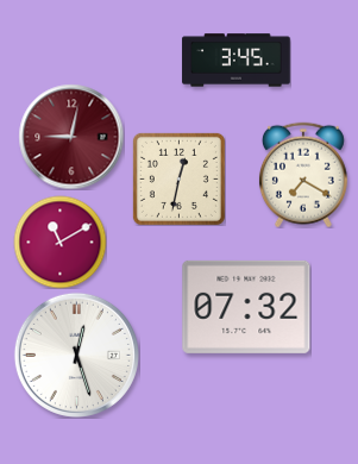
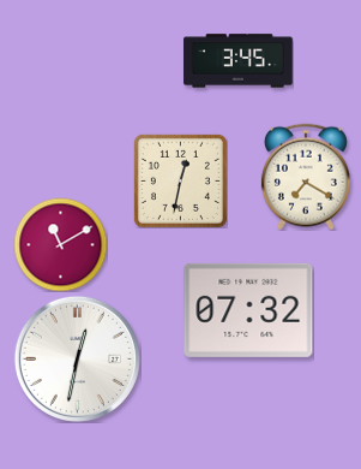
clock at (71, 137): 9:02 -> none
clock at (76, 355): 12:27 -> 12:32
